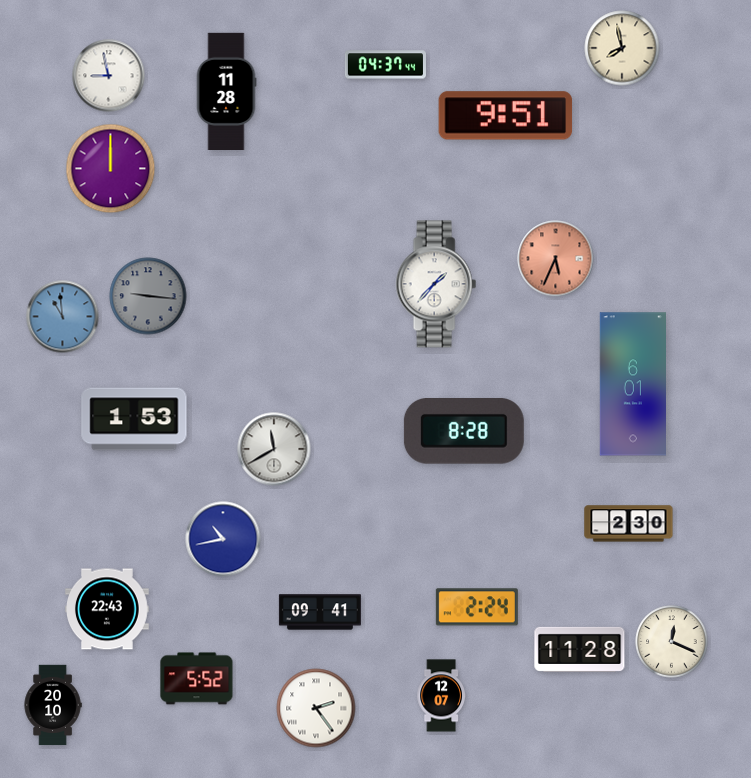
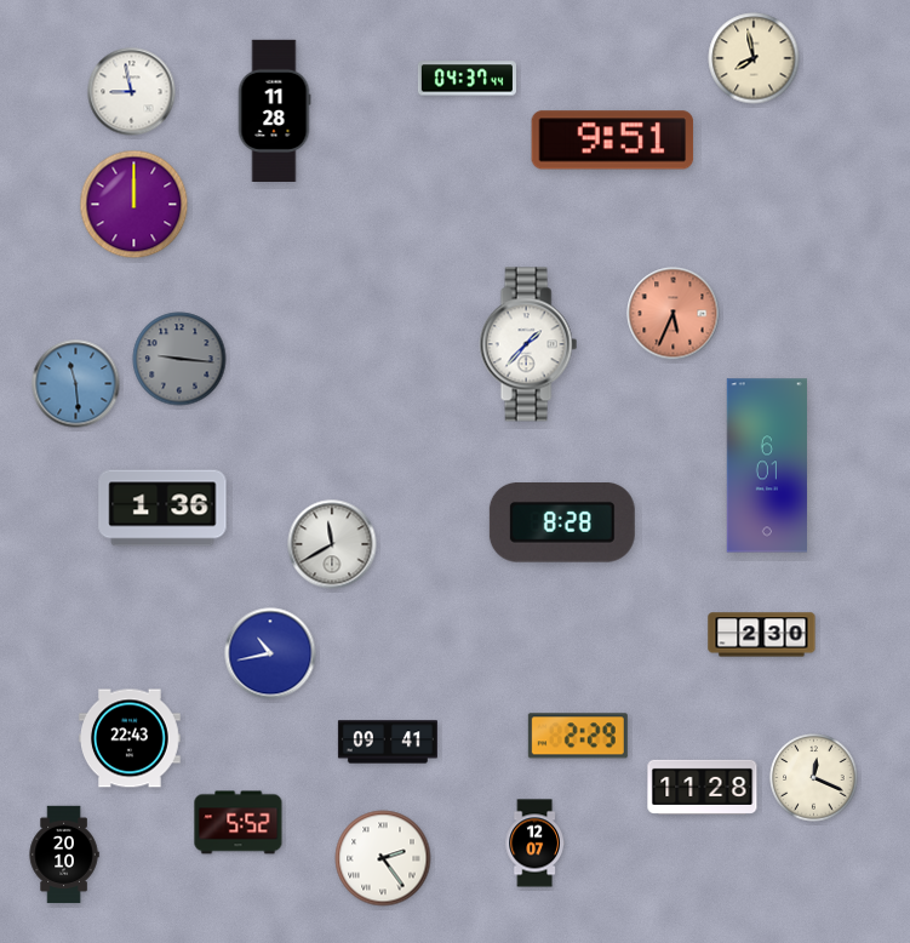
clock at (63, 317): 10:59 -> 11:29
clock at (134, 419): 1:53 -> 1:36
clock at (477, 607): 2:24 -> 2:29
